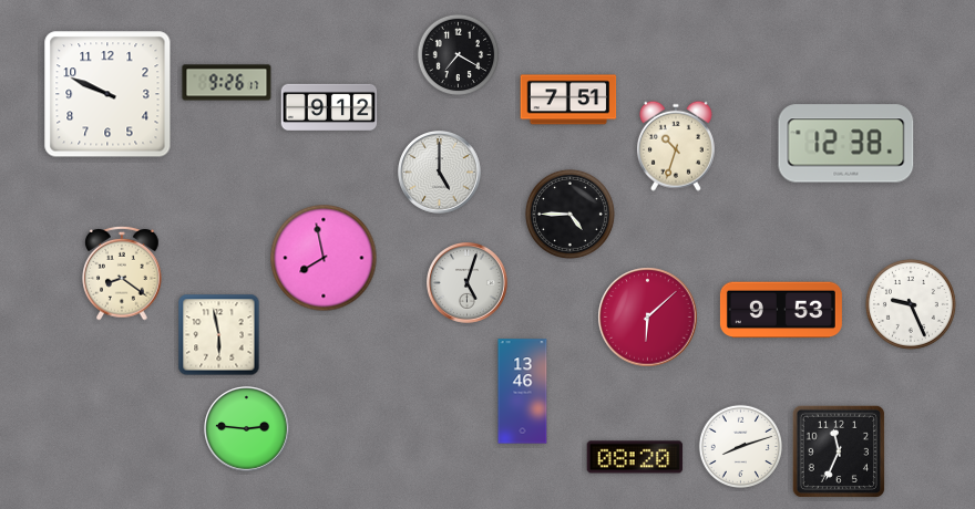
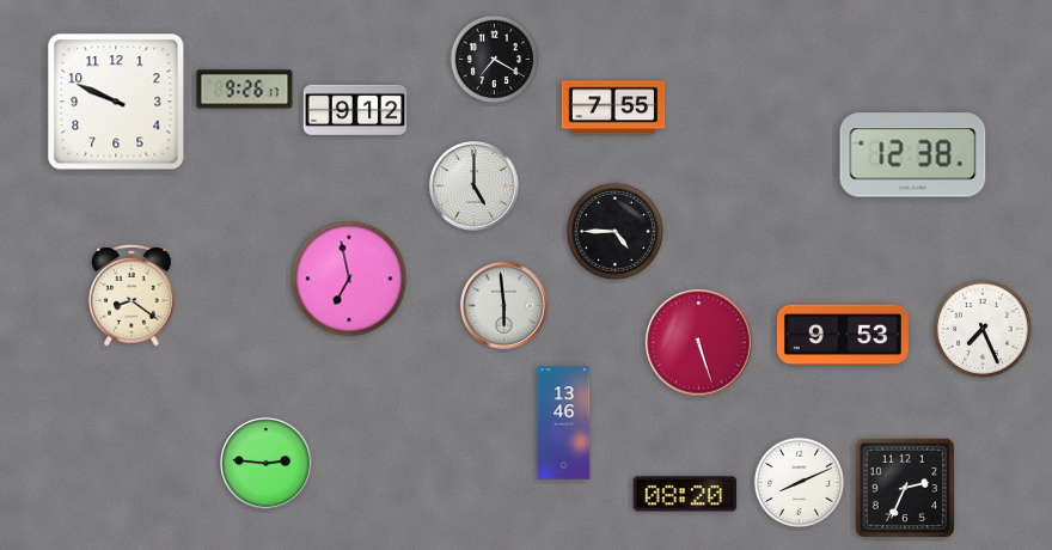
clock at (568, 100): 7:51 -> 7:55
clock at (329, 106) position: (329, 106) -> (355, 109)
clock at (676, 146): 10:33 -> none
clock at (324, 258): 7:58 -> 6:58
clock at (468, 283): 5:03 -> 5:59
clock at (911, 304): 9:26 -> 7:26
clock at (648, 318): 6:08 -> 5:27
clock at (219, 335): 5:58 -> none
clock at (740, 446): 8:12 -> 8:11
clock at (838, 450): 11:34 -> 2:34
